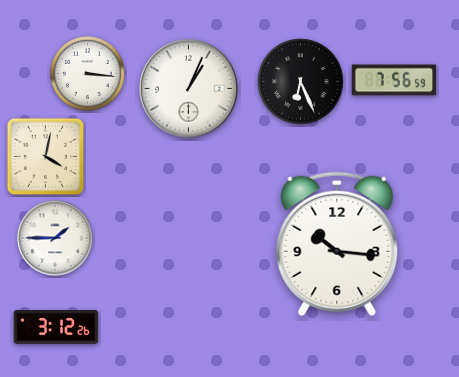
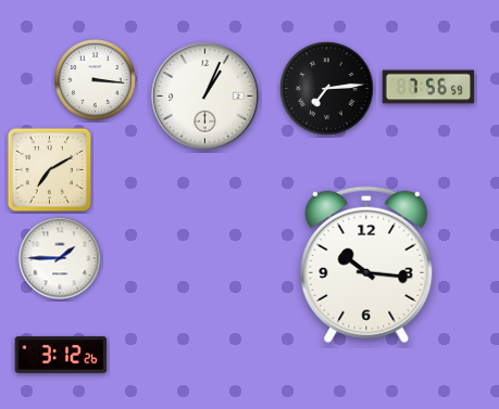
clock at (301, 82): 6:26 -> 7:14
clock at (46, 157): 4:02 -> 7:10
